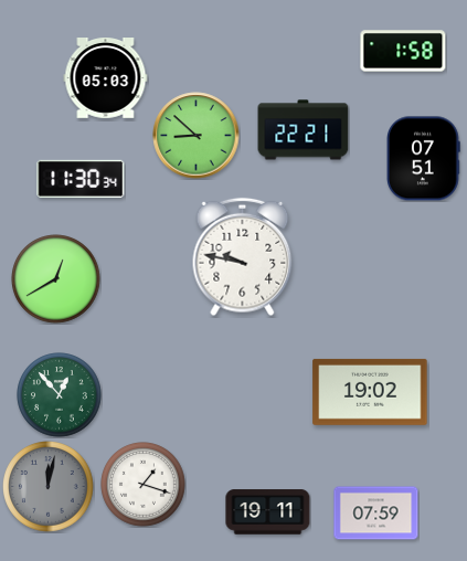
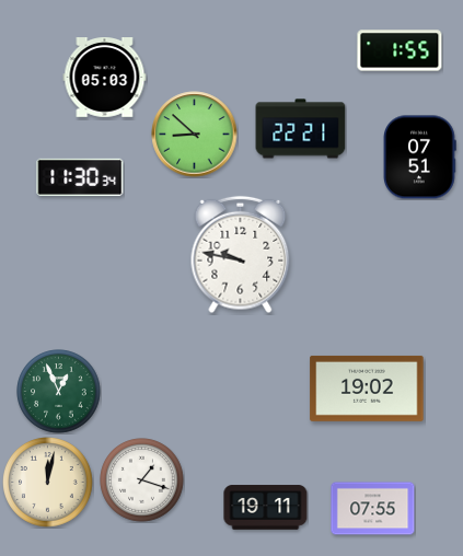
clock at (403, 51): 1:58 -> 1:55
clock at (56, 279): 12:40 -> none
clock at (60, 395): 12:53 -> 12:56
clock at (49, 487) dial: grey -> cream
clock at (376, 514): 07:59 -> 07:55
